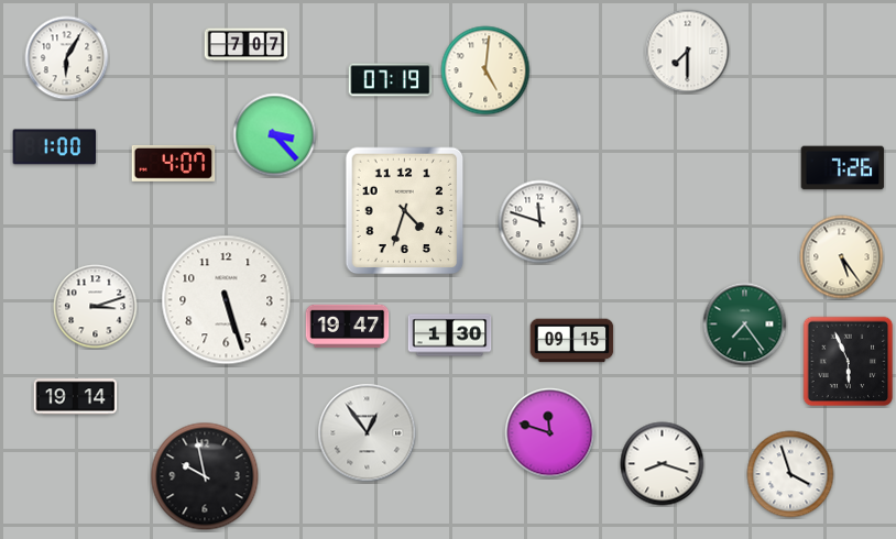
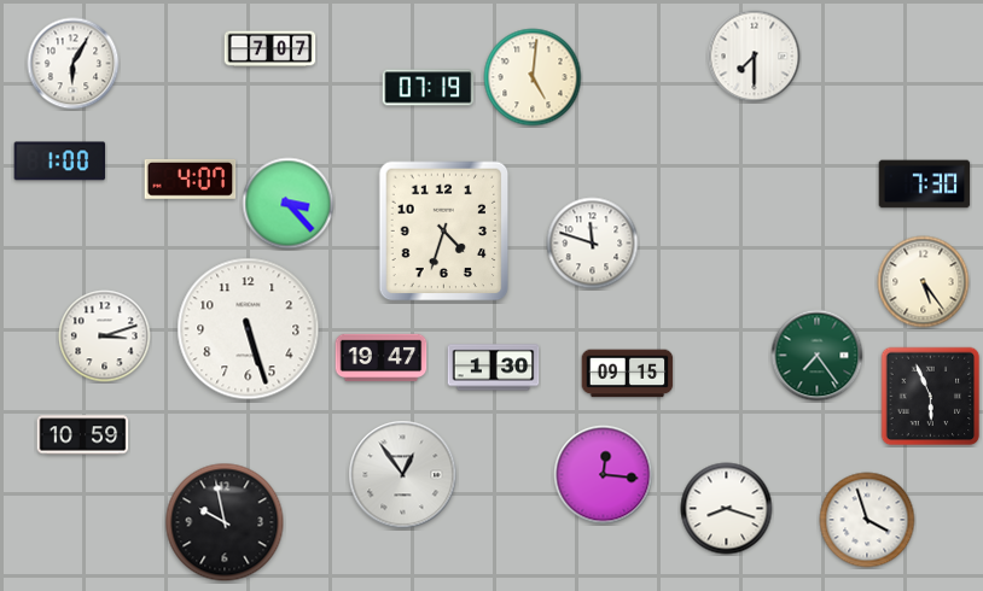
clock at (275, 135) position: (275, 135) -> (289, 204)
clock at (843, 168): 7:26 -> 7:30
clock at (76, 397): 19:14 -> 10:59
clock at (550, 433): 11:48 -> 12:16
